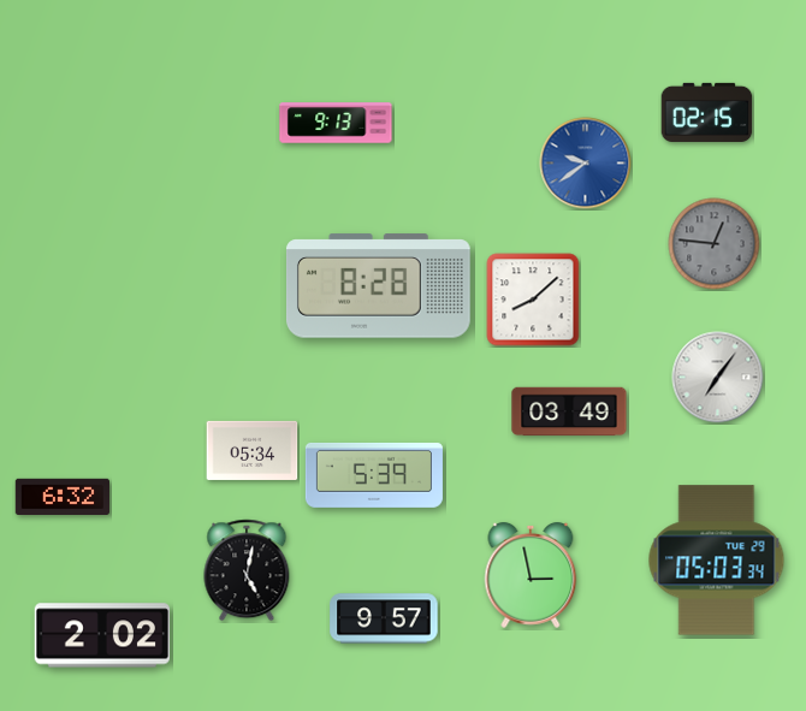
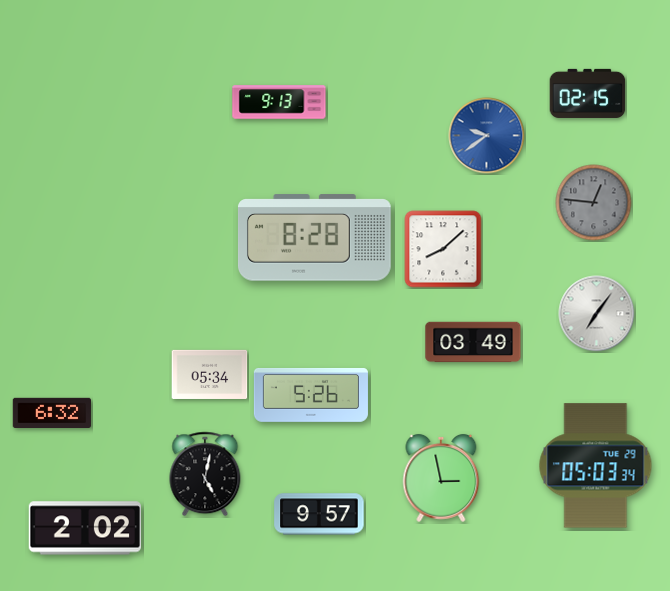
clock at (374, 475): 5:39 -> 5:26
